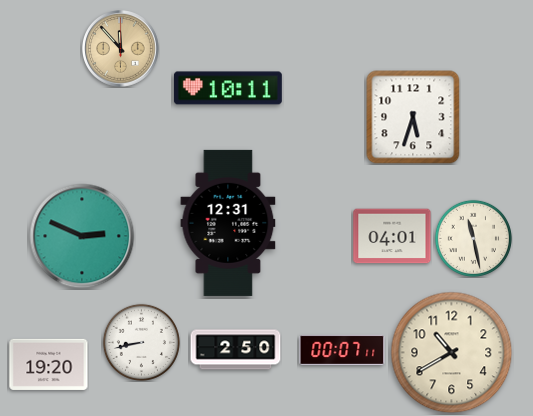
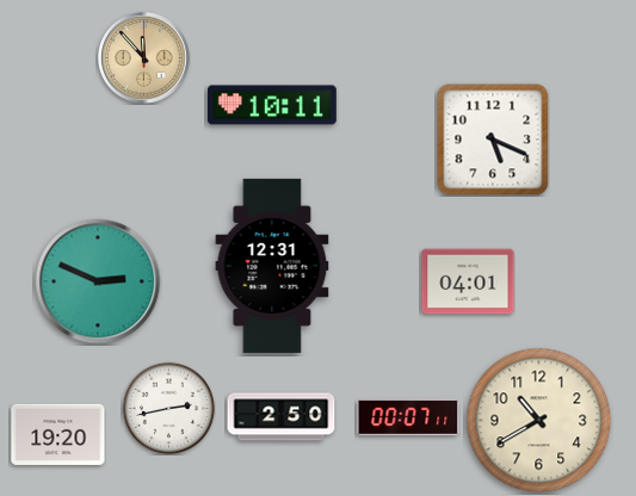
clock at (413, 117): 5:33 -> 5:19
clock at (473, 238): 11:28 -> none
clock at (141, 342): 8:43 -> 2:43
